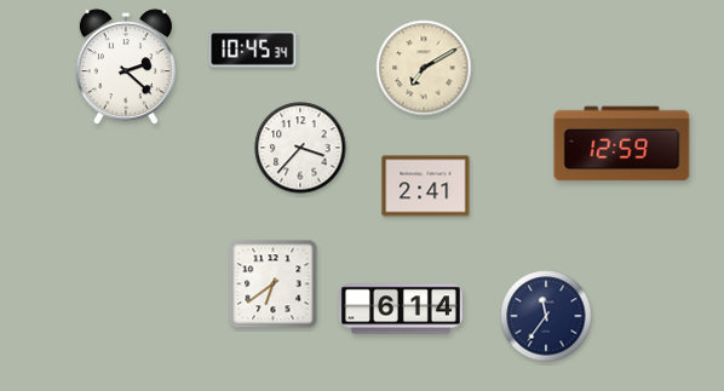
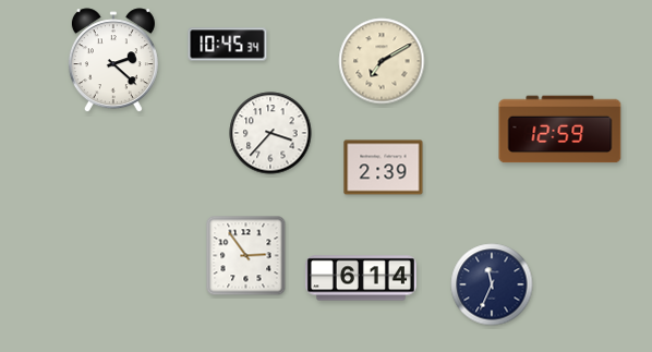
clock at (426, 186): 2:41 -> 2:39
clock at (274, 284): 6:39 -> 2:54
clock at (546, 316): 11:36 -> 11:34
